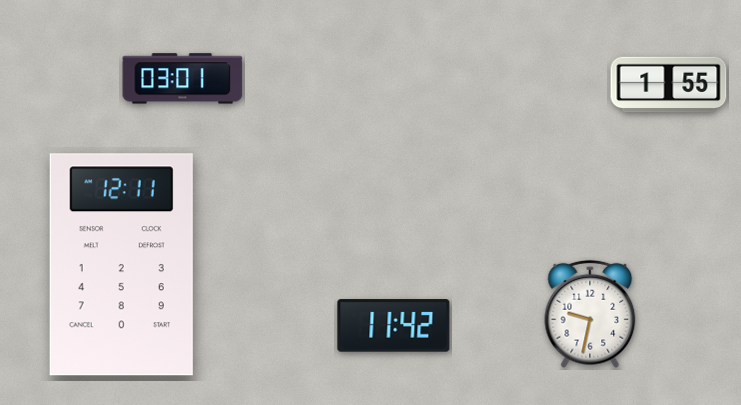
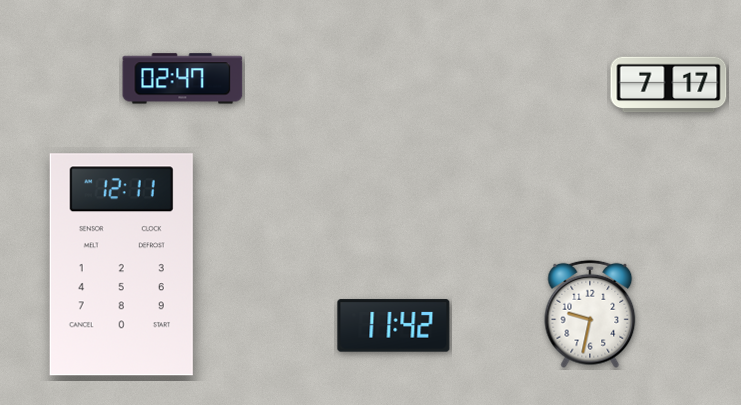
clock at (183, 79): 03:01 -> 02:47
clock at (669, 85): 1:55 -> 7:17
